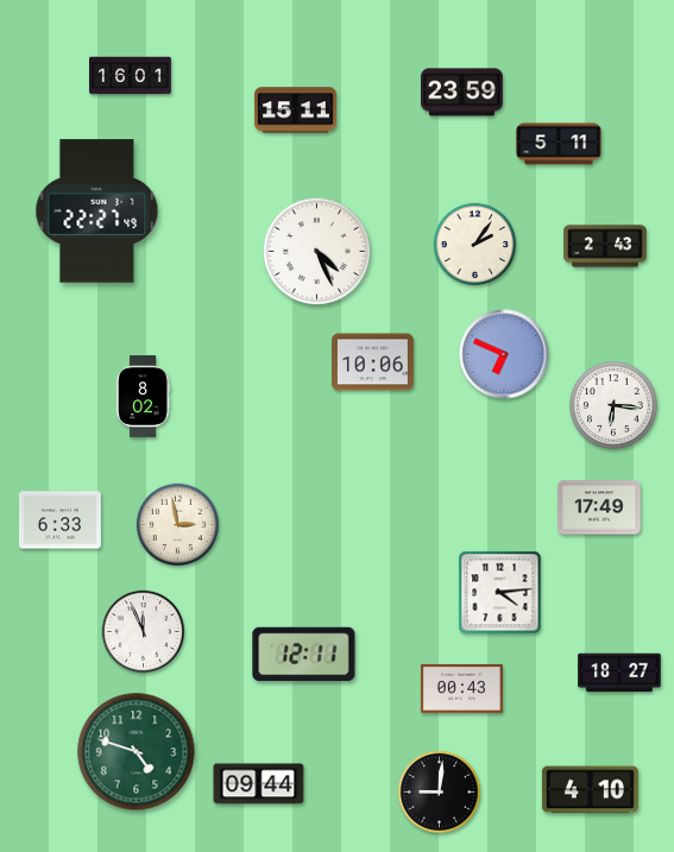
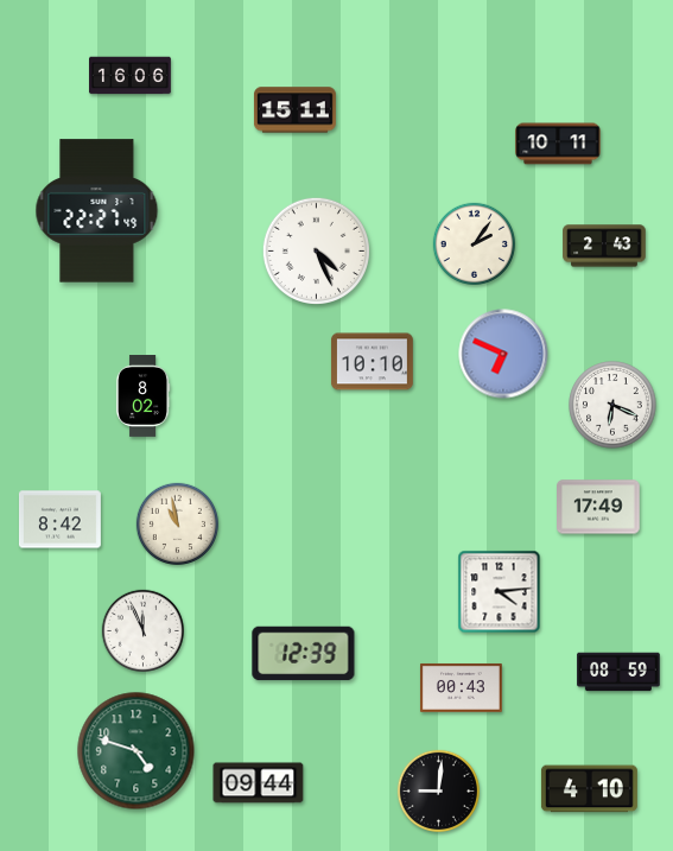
clock at (131, 76): 16:01 -> 16:06
clock at (462, 93): 23:59 -> none
clock at (559, 144): 5:11 -> 10:11
clock at (372, 362): 10:06 -> 10:10
clock at (613, 405): 6:16 -> 6:19
clock at (59, 520): 6:33 -> 8:42
clock at (177, 524): 2:58 -> 10:58
clock at (304, 655): 12:11 -> 12:39
clock at (619, 673): 18:27 -> 08:59
